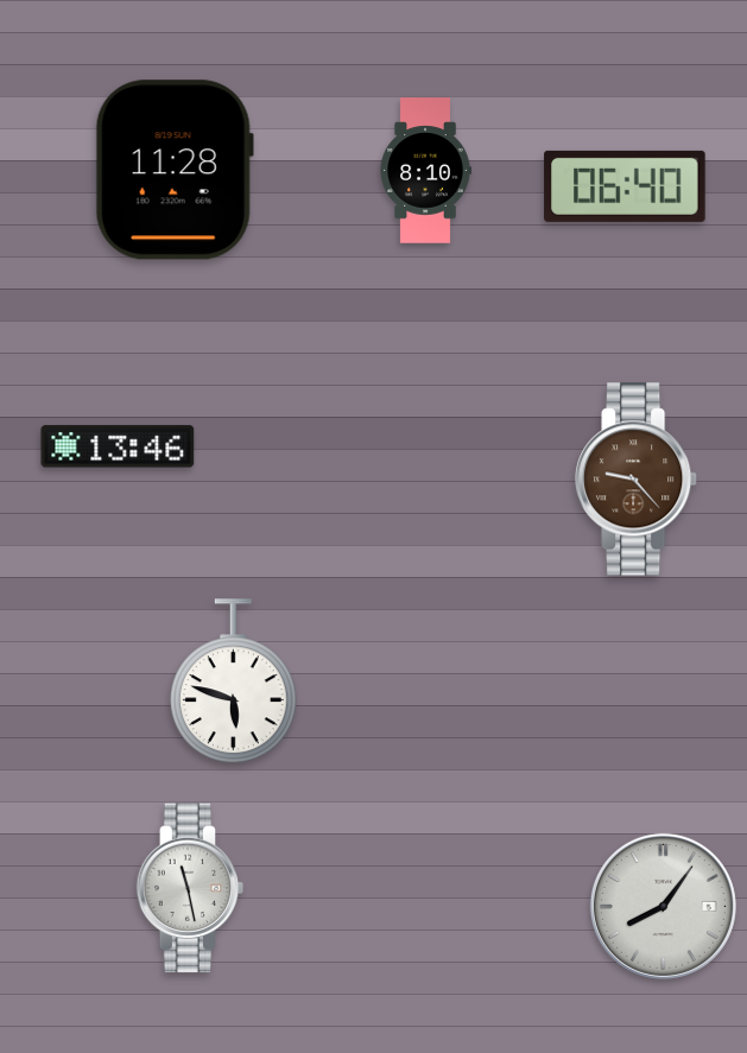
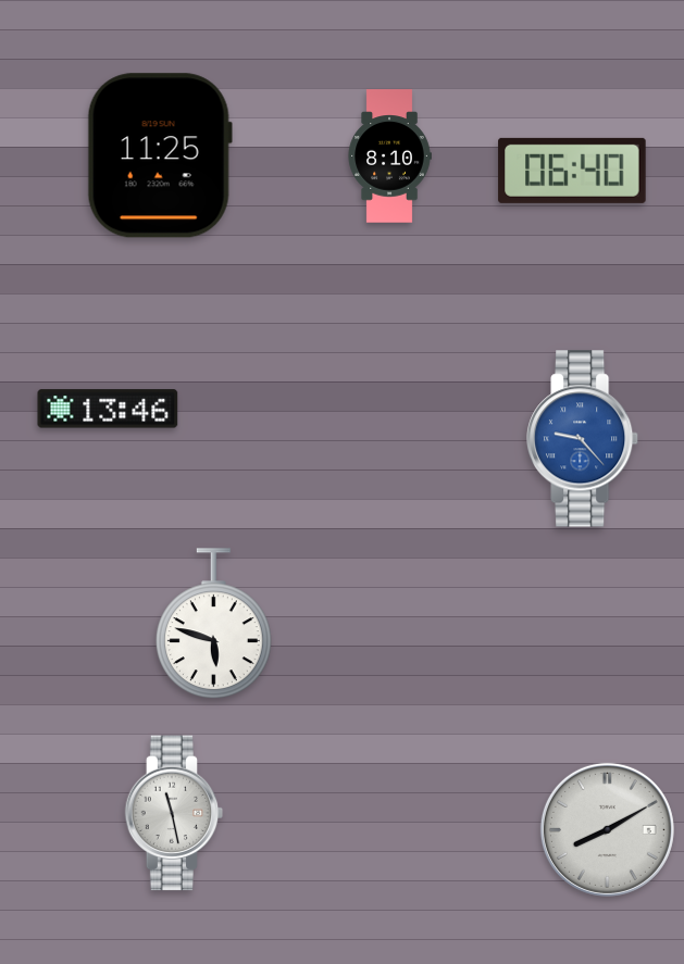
clock at (175, 170): 11:28 -> 11:25
clock at (638, 480) dial: brown -> blue
clock at (663, 906): 8:06 -> 8:10
